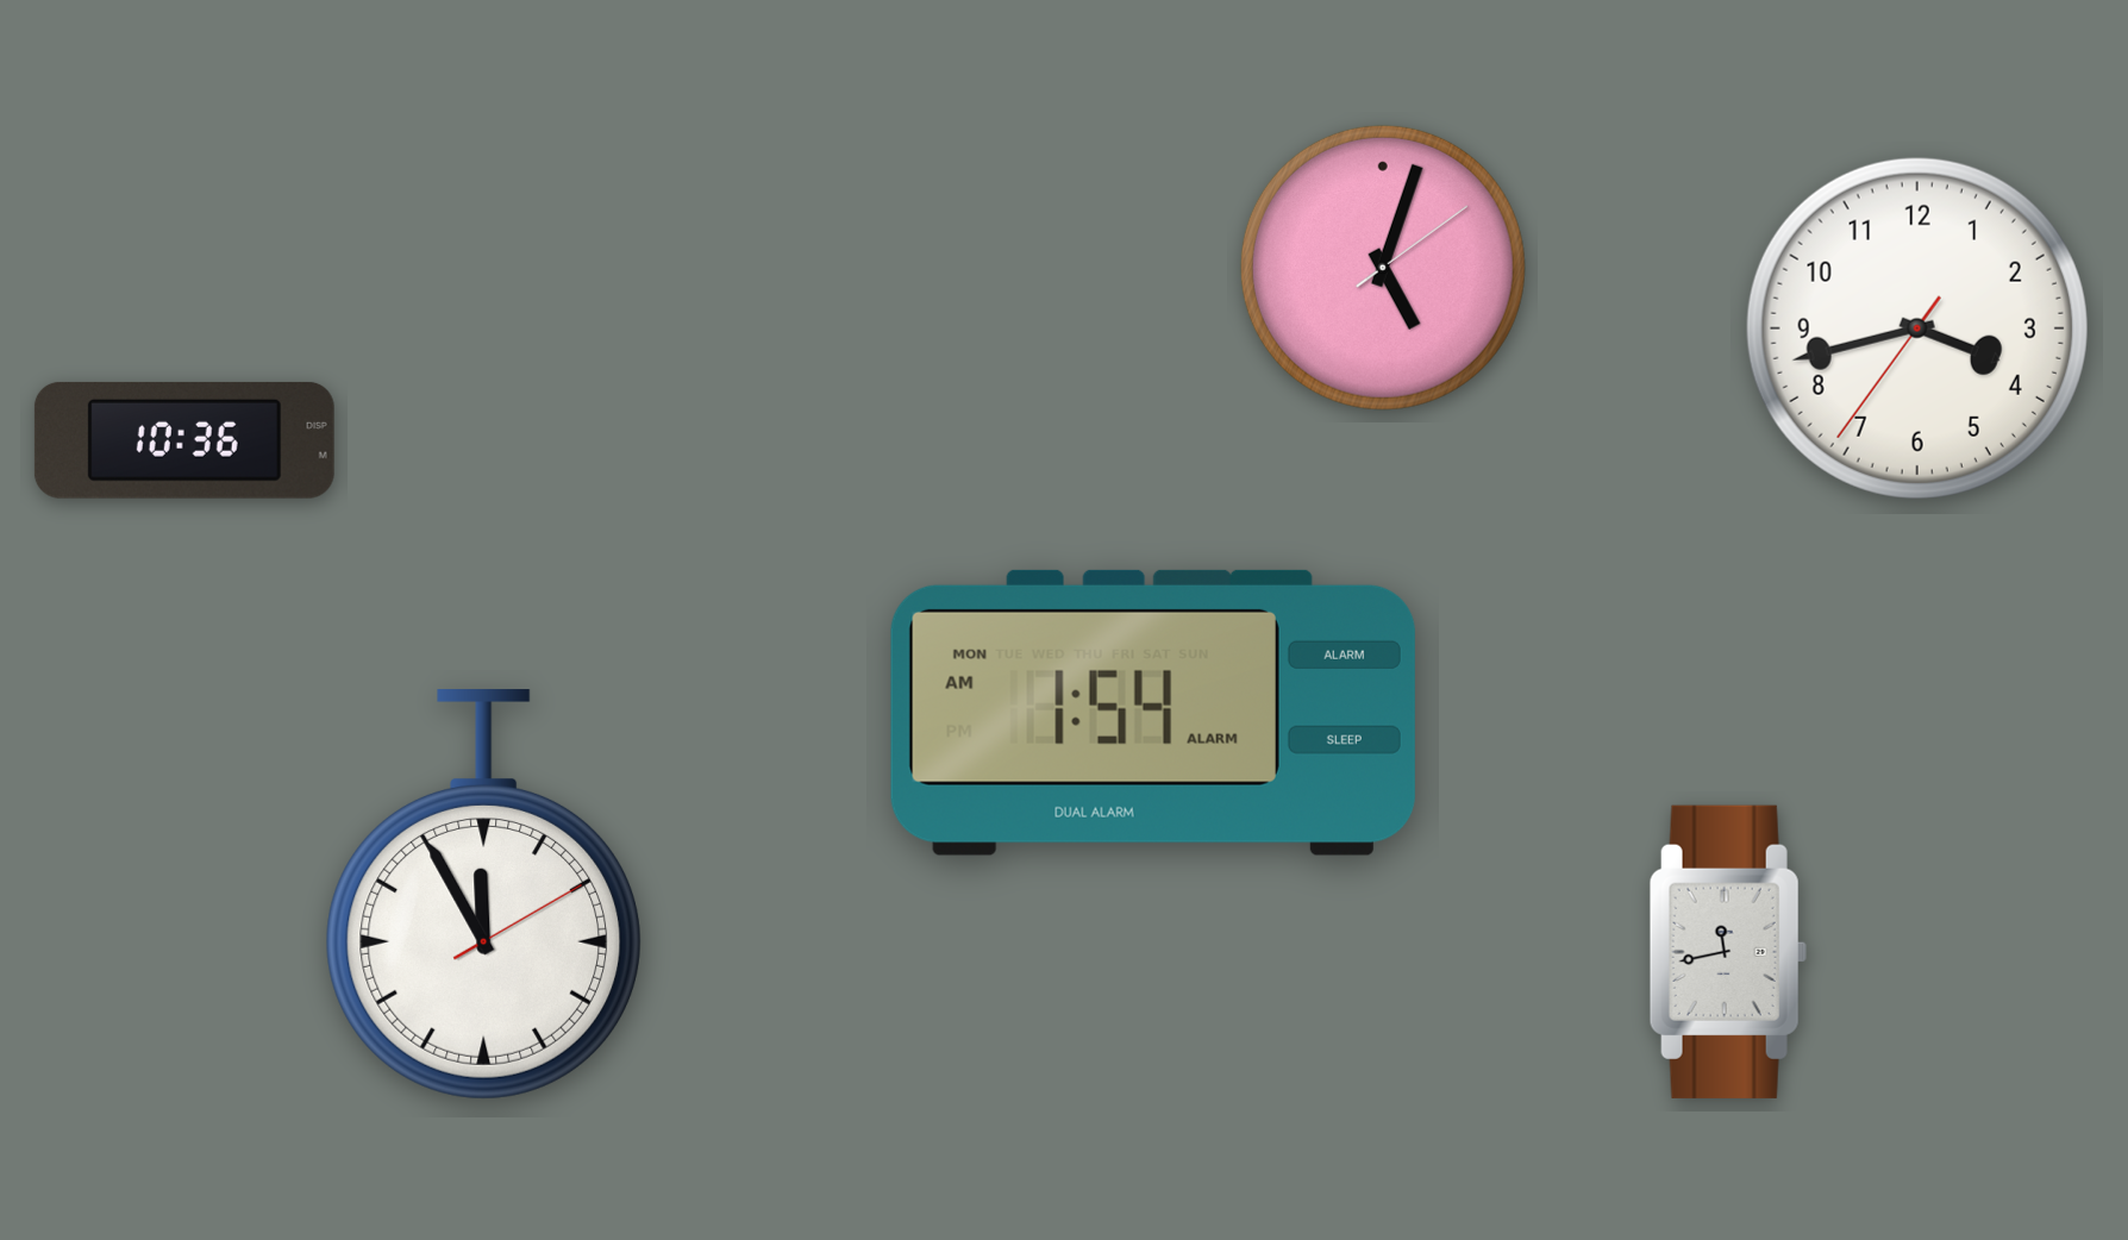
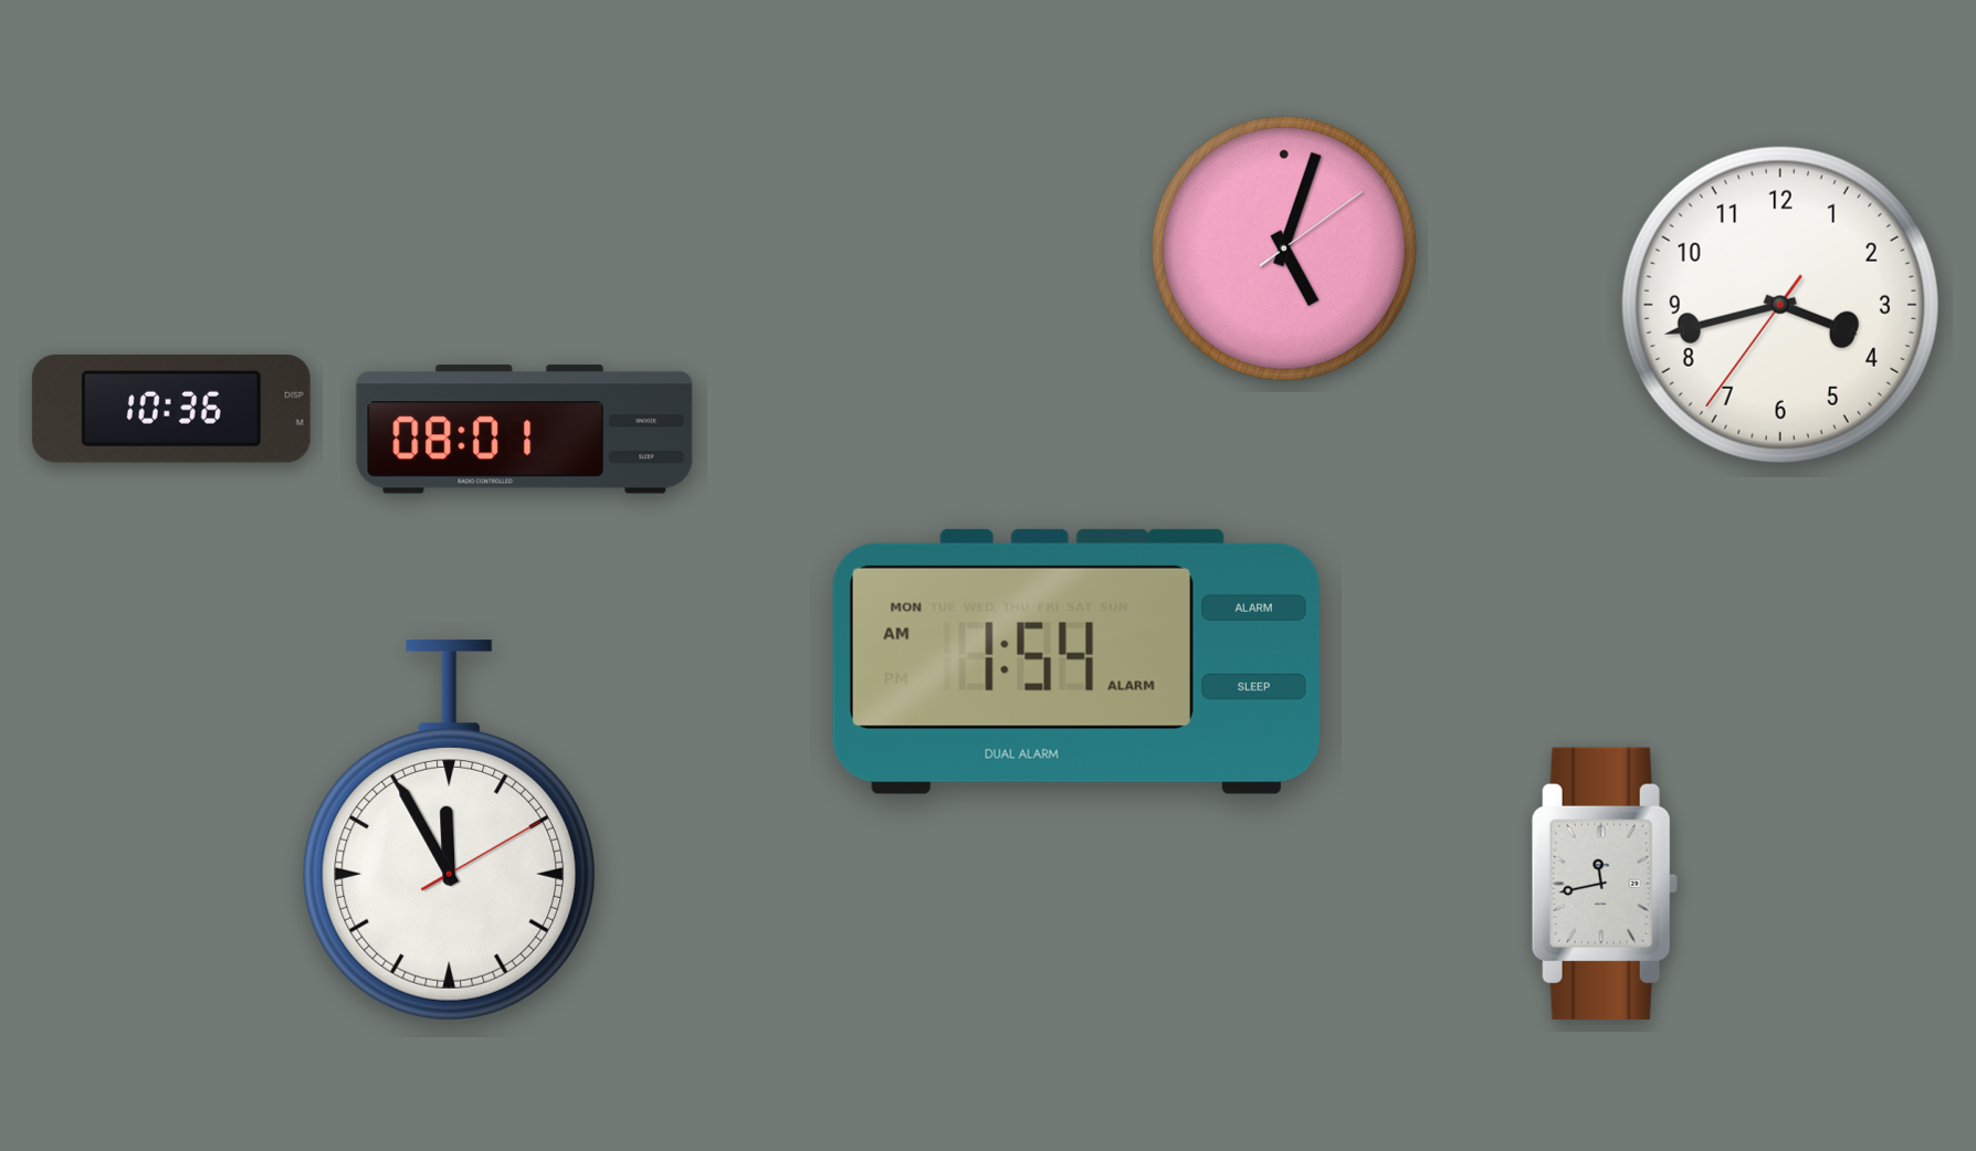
clock at (525, 430): none -> 08:01
clock at (1153, 713) position: (1153, 713) -> (1076, 662)
